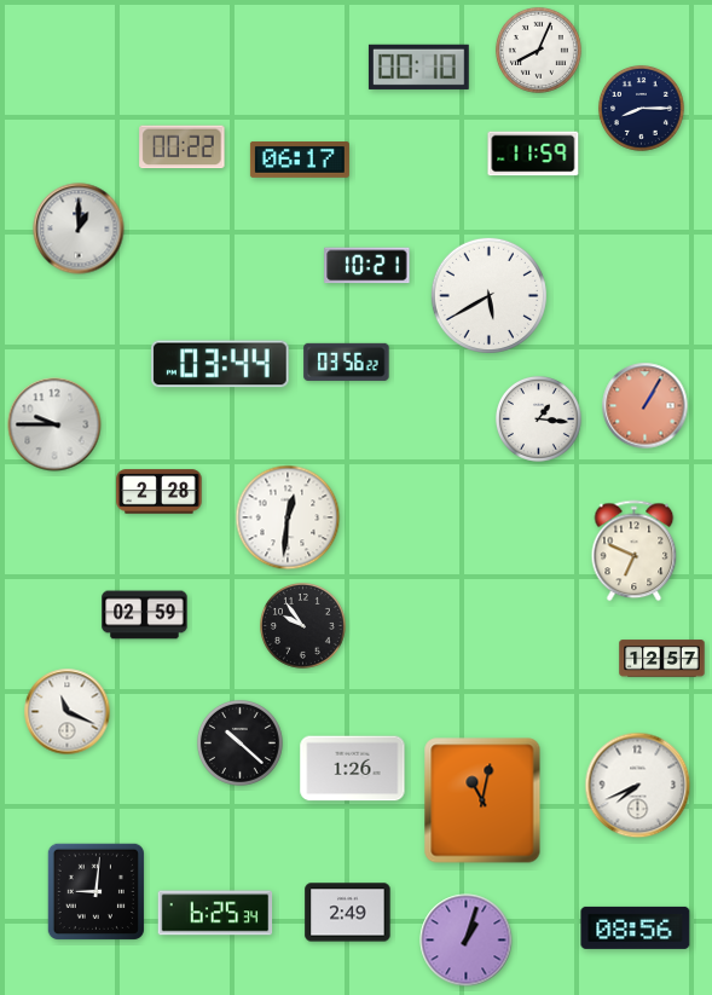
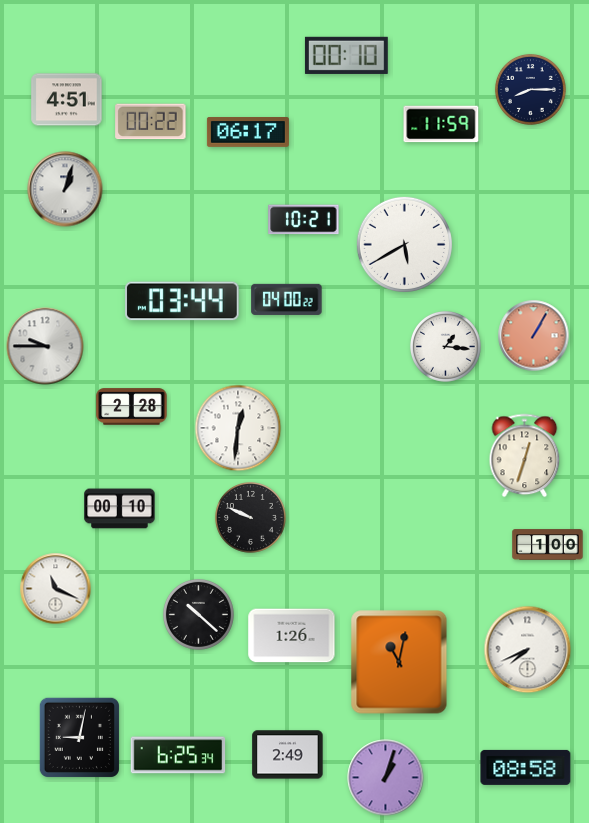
clock at (538, 50): 8:04 -> none
clock at (67, 100): none -> 4:51
clock at (533, 154) position: (533, 154) -> (441, 124)
clock at (79, 228): 1:00 -> 1:03
clock at (347, 361): 03:56 -> 04:00
clock at (54, 424) position: (54, 424) -> (45, 346)
clock at (635, 551): 6:49 -> 12:33
clock at (145, 615): 02:59 -> 00:10
clock at (302, 625): 9:54 -> 9:49
clock at (662, 659): 12:57 -> 1:00
clock at (95, 891): 9:01 -> 9:02
clock at (636, 927): 08:56 -> 08:58
